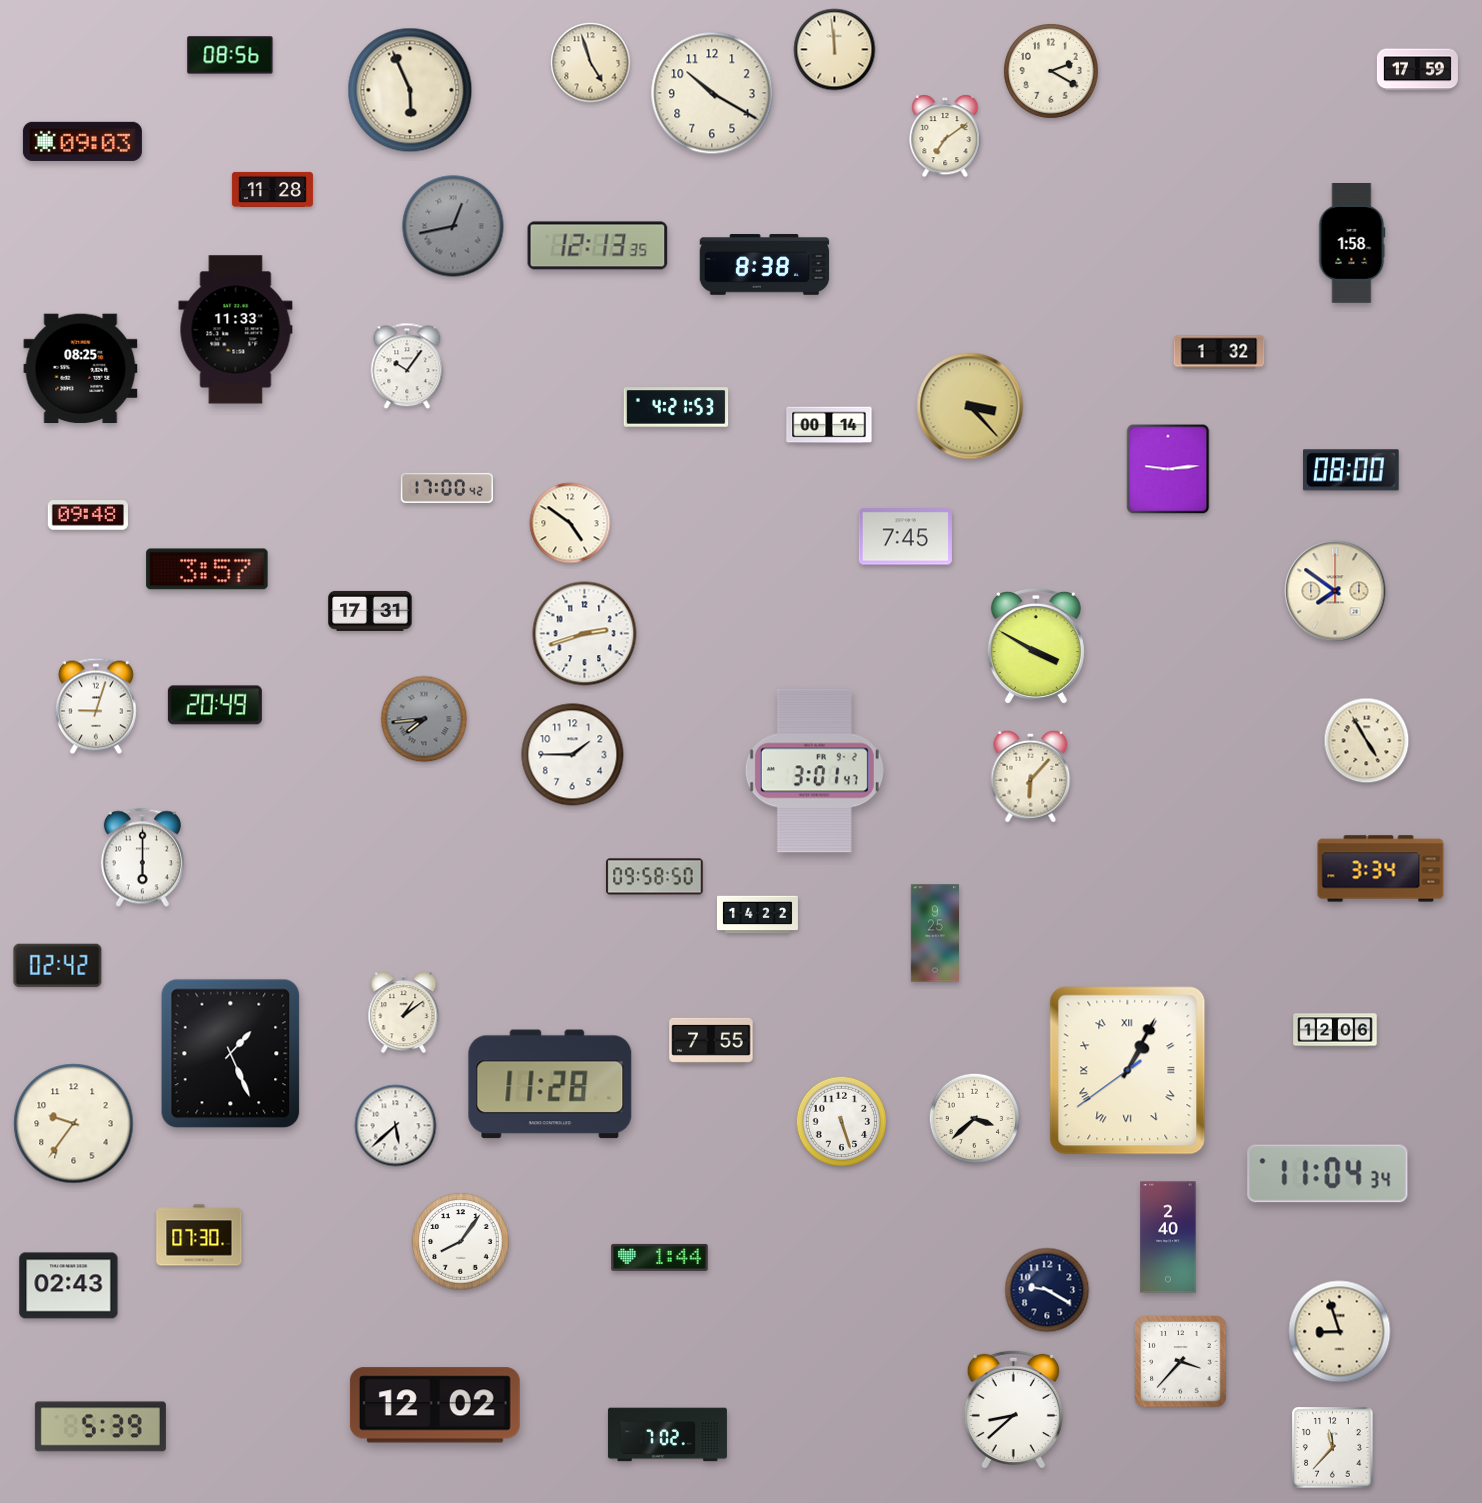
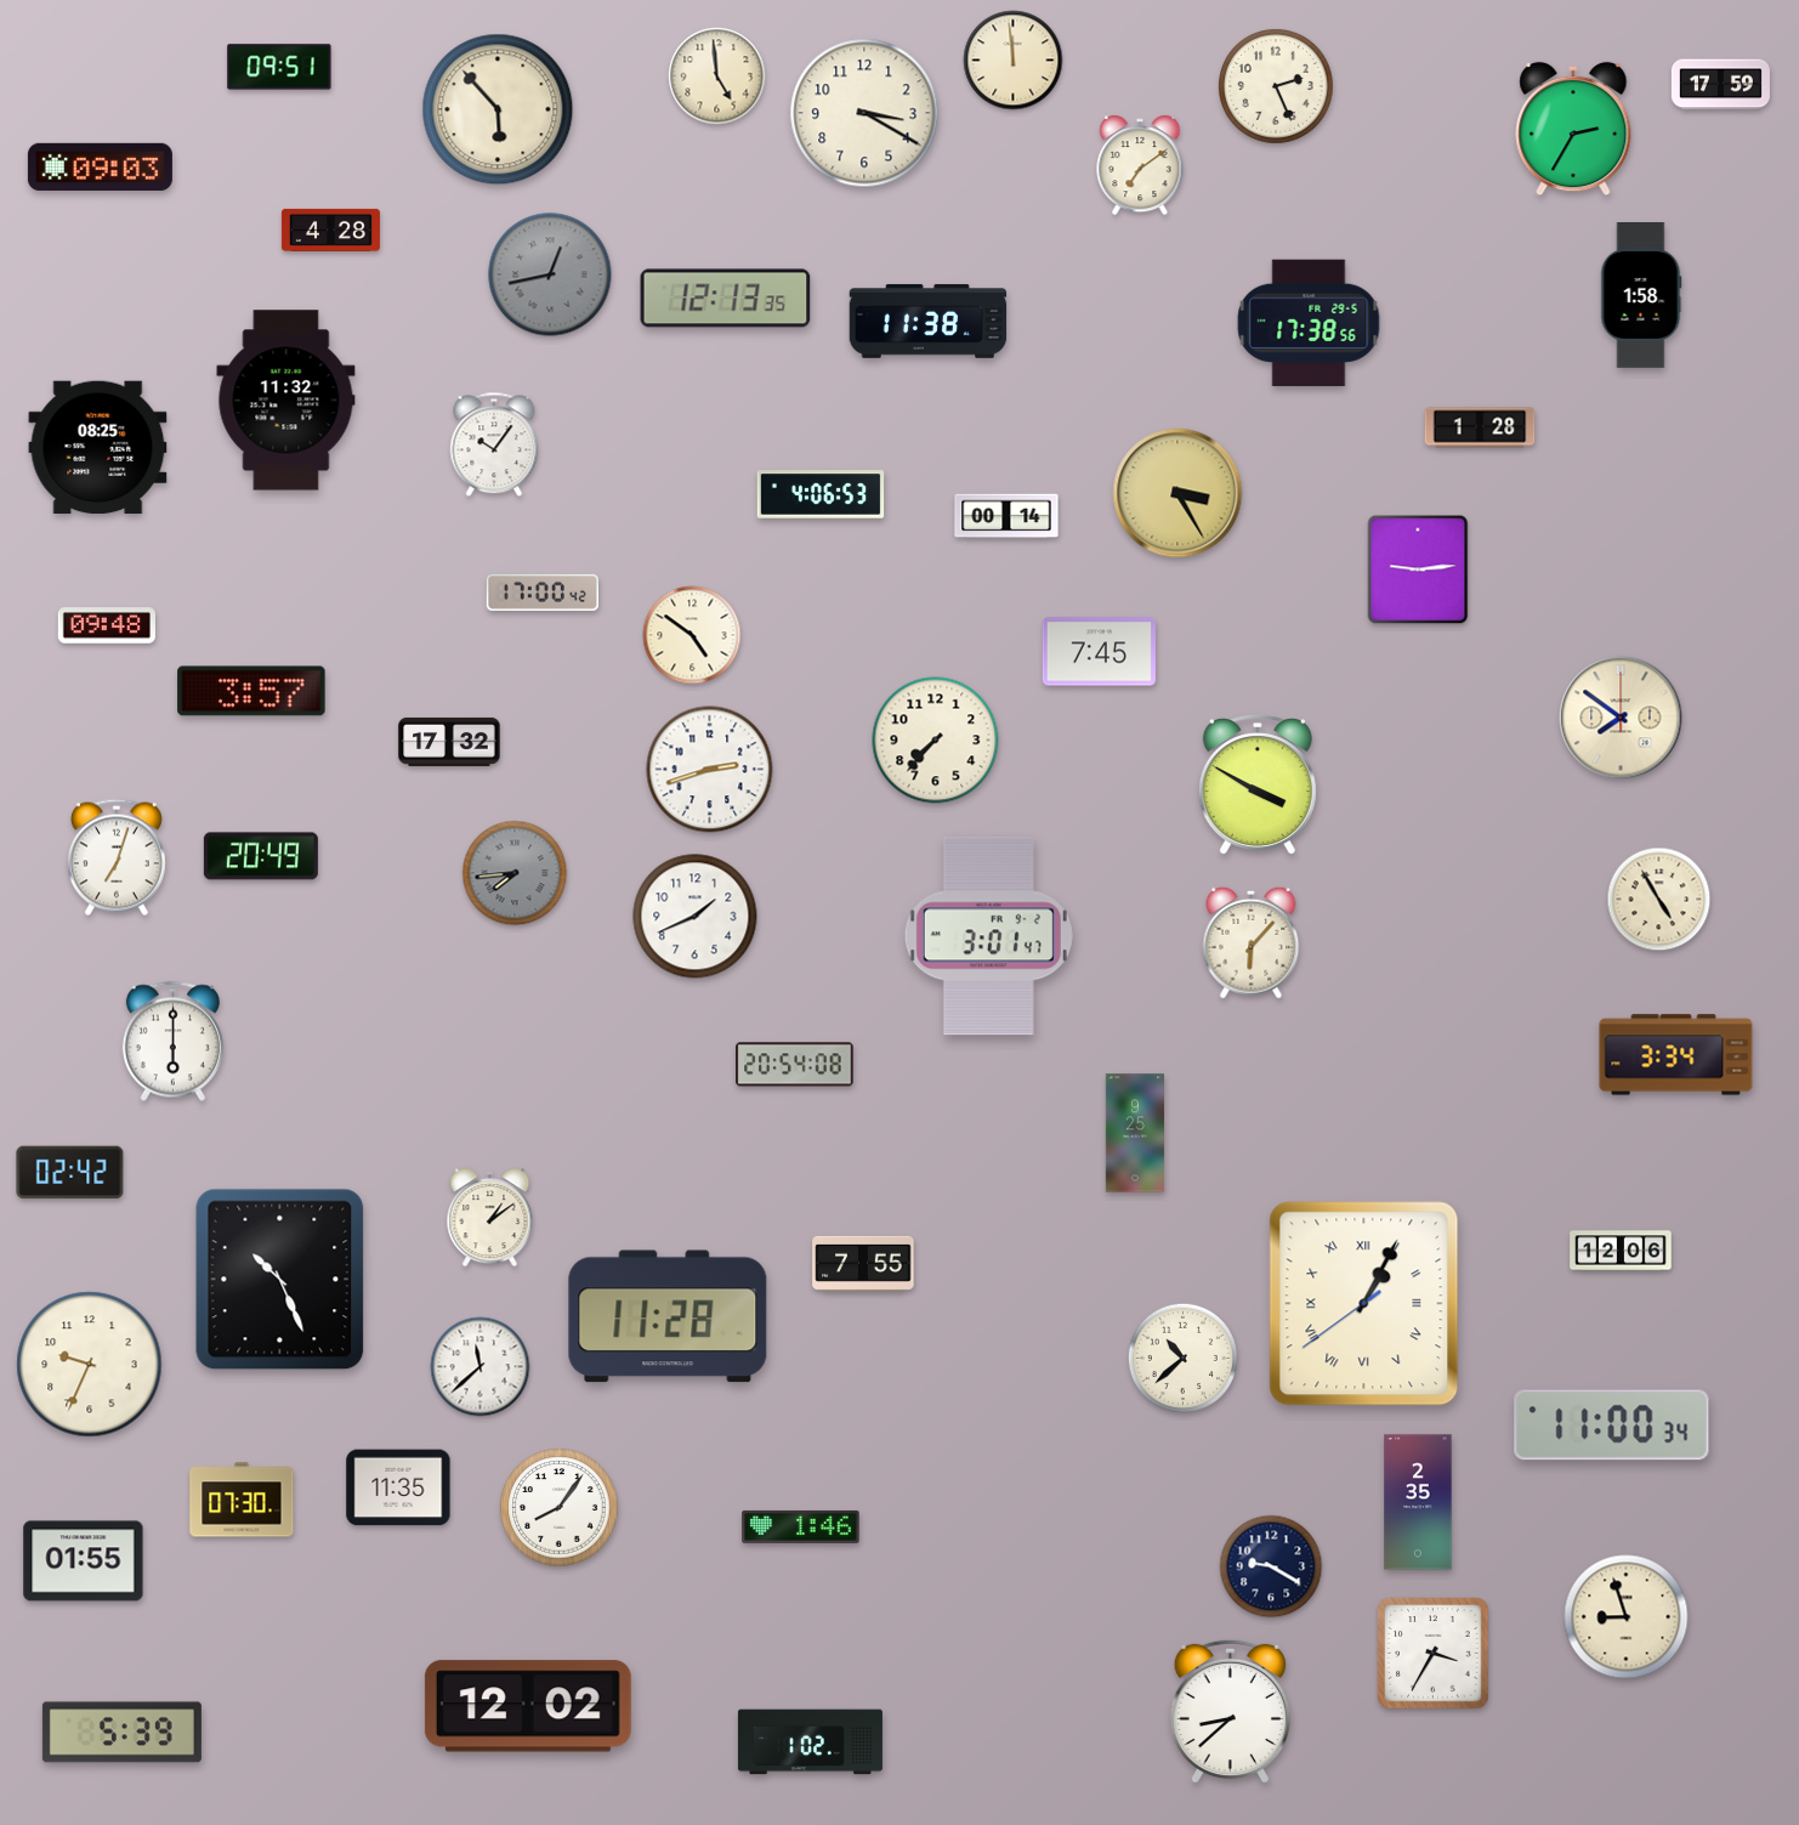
clock at (230, 55): 08:56 -> 09:51
clock at (591, 63): 4:57 -> 4:59
clock at (1052, 72): 2:20 -> 2:26
clock at (410, 90): 5:56 -> 5:53
clock at (712, 93): 10:20 -> 3:20
clock at (1573, 129): none -> 2:35
clock at (945, 136) position: (945, 136) -> (1140, 165)
clock at (82, 141) position: (82, 141) -> (100, 166)
clock at (272, 189): 11:28 -> 4:28
clock at (765, 265): 8:38 -> 11:38
clock at (1309, 322): none -> 17:38
clock at (236, 330): 11:33 -> 11:32
clock at (1219, 352): 1:32 -> 1:28
clock at (970, 406): 3:23 -> 3:25
clock at (676, 407): 4:21 -> 4:06
clock at (1352, 470): 08:00 -> none
clock at (936, 741): none -> 7:37
clock at (370, 611): 17:31 -> 17:32
clock at (96, 706): 9:03 -> 7:03
clock at (573, 755): 1:45 -> 1:41
clock at (655, 877): 09:58 -> 20:54
clock at (757, 915): 14:22 -> none
clock at (404, 1013) position: (404, 1013) -> (490, 1218)
clock at (231, 1054): 1:26 -> 10:26
clock at (1128, 1071) position: (1128, 1071) -> (1364, 1304)
clock at (975, 1119): 3:38 -> 10:38
clock at (842, 1122): 5:27 -> none
clock at (74, 1124): 9:36 -> 9:34
clock at (396, 1126): 5:38 -> 11:38
clock at (1328, 1174): 11:04 -> 11:00
clock at (398, 1487): none -> 11:35
clock at (1168, 1237): 2:40 -> 2:35
clock at (660, 1257): 1:44 -> 1:46
clock at (69, 1286): 02:43 -> 01:55
clock at (1181, 1362): 3:37 -> 3:35
clock at (667, 1435): 7:02 -> 1:02
clock at (1333, 1448): 11:37 -> none
